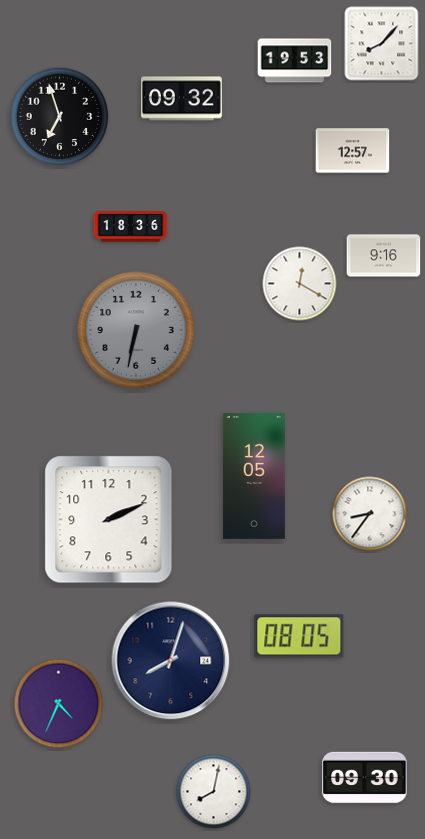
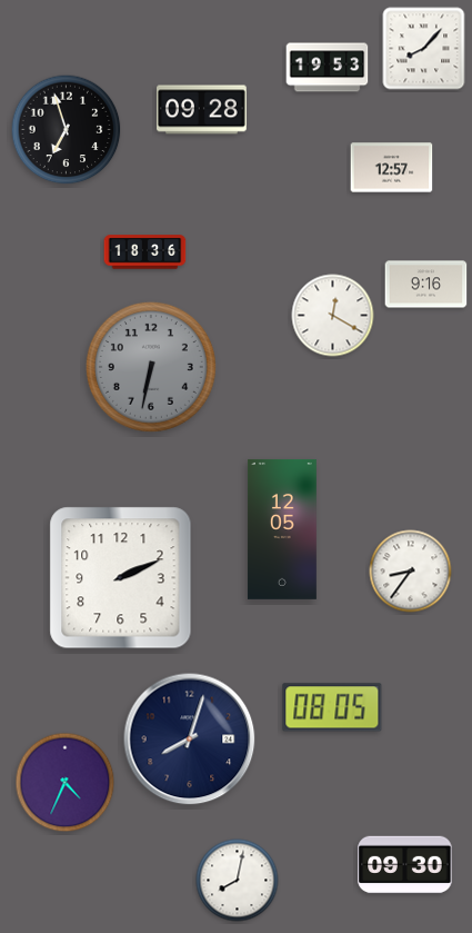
clock at (182, 99): 09:32 -> 09:28
clock at (171, 661) position: (171, 661) -> (190, 740)
